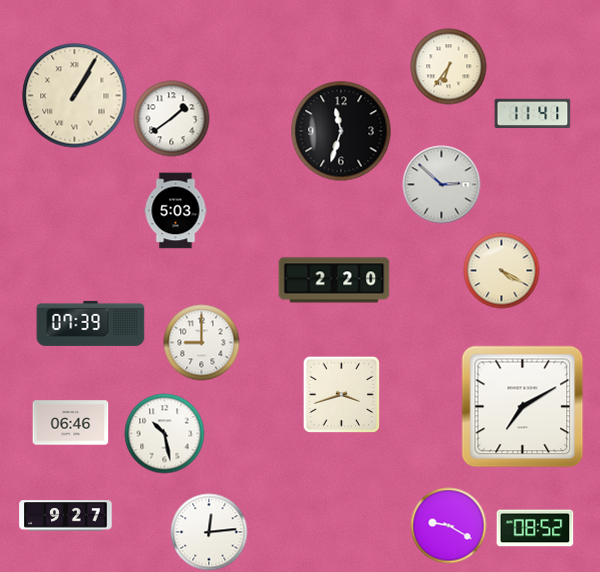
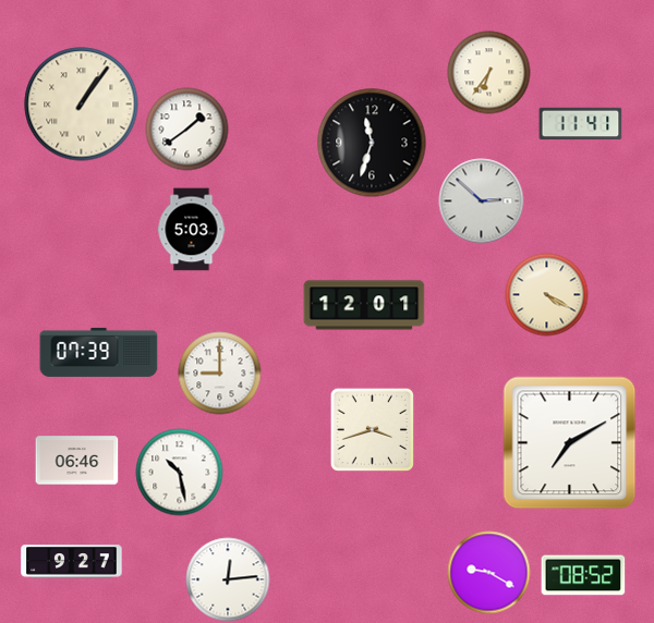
clock at (75, 96): 1:05 -> 1:06
clock at (334, 280): 2:20 -> 12:01
